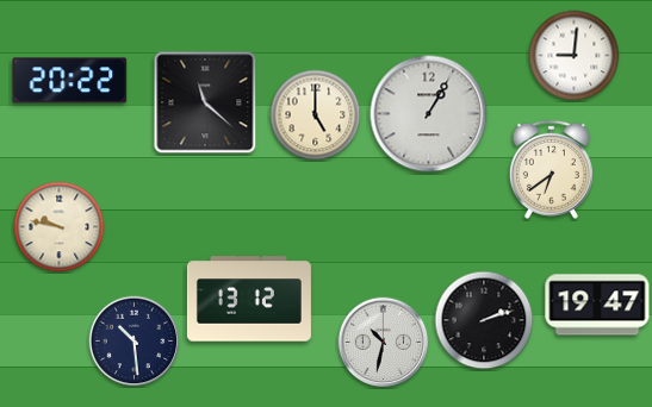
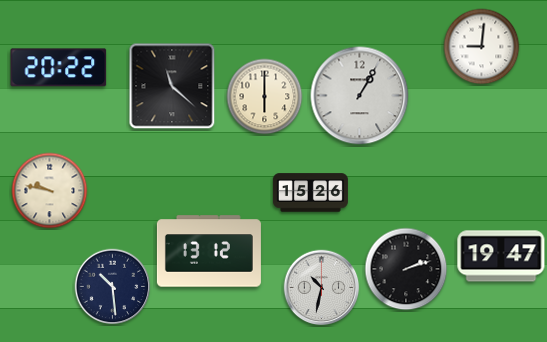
clock at (316, 115): 5:00 -> 6:00
clock at (551, 169): 6:39 -> none
clock at (310, 193): none -> 15:26
